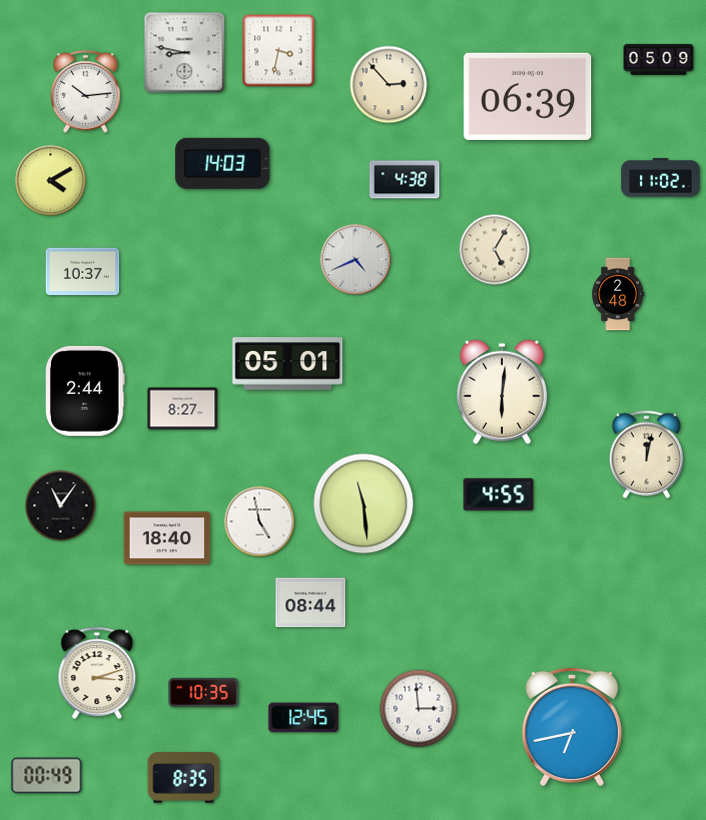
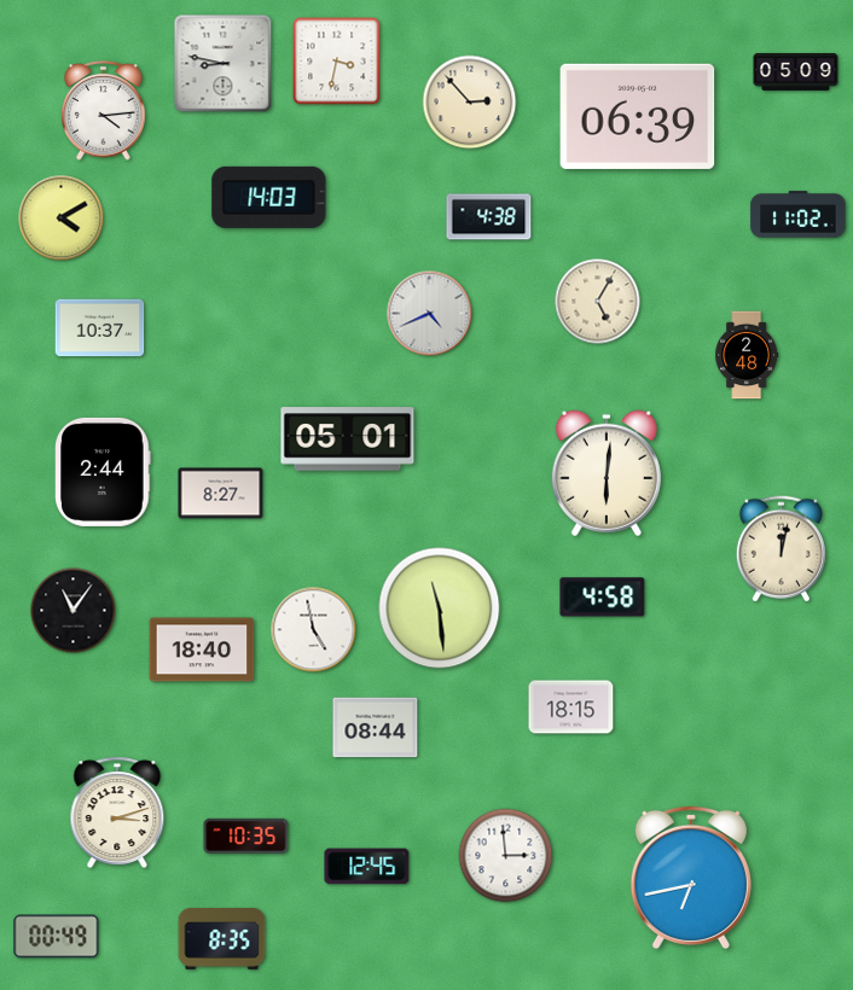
clock at (86, 92): 10:14 -> 4:14
clock at (499, 495): 4:55 -> 4:58
clock at (571, 707): none -> 18:15
